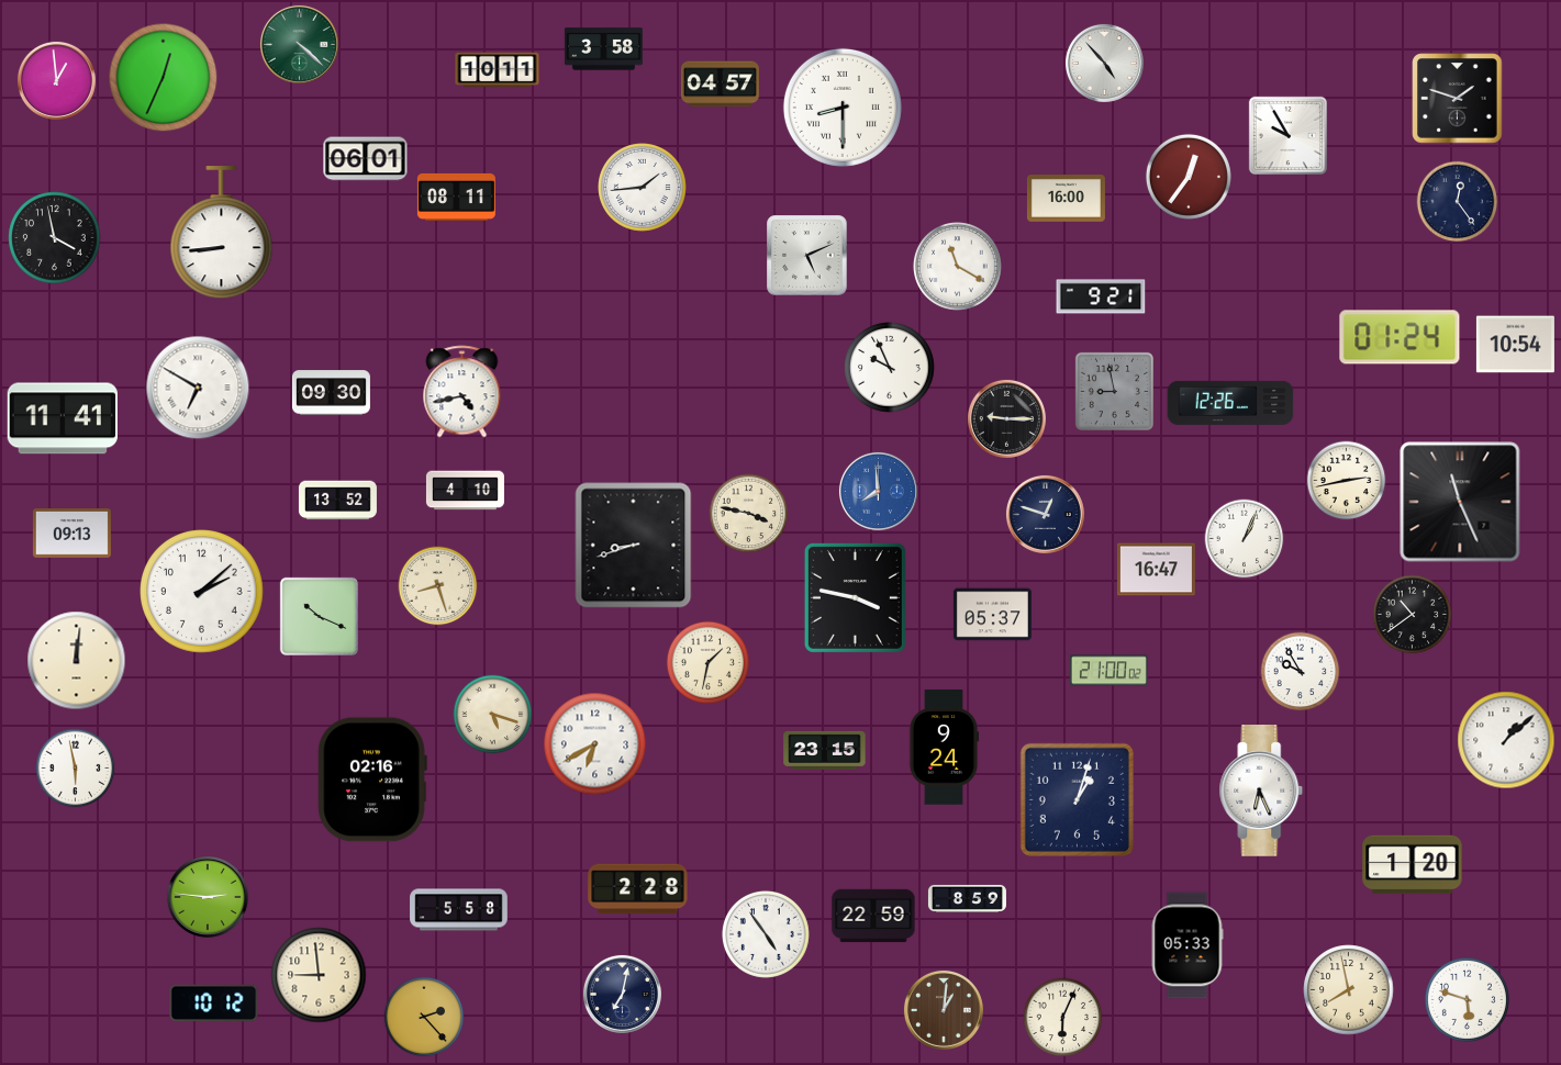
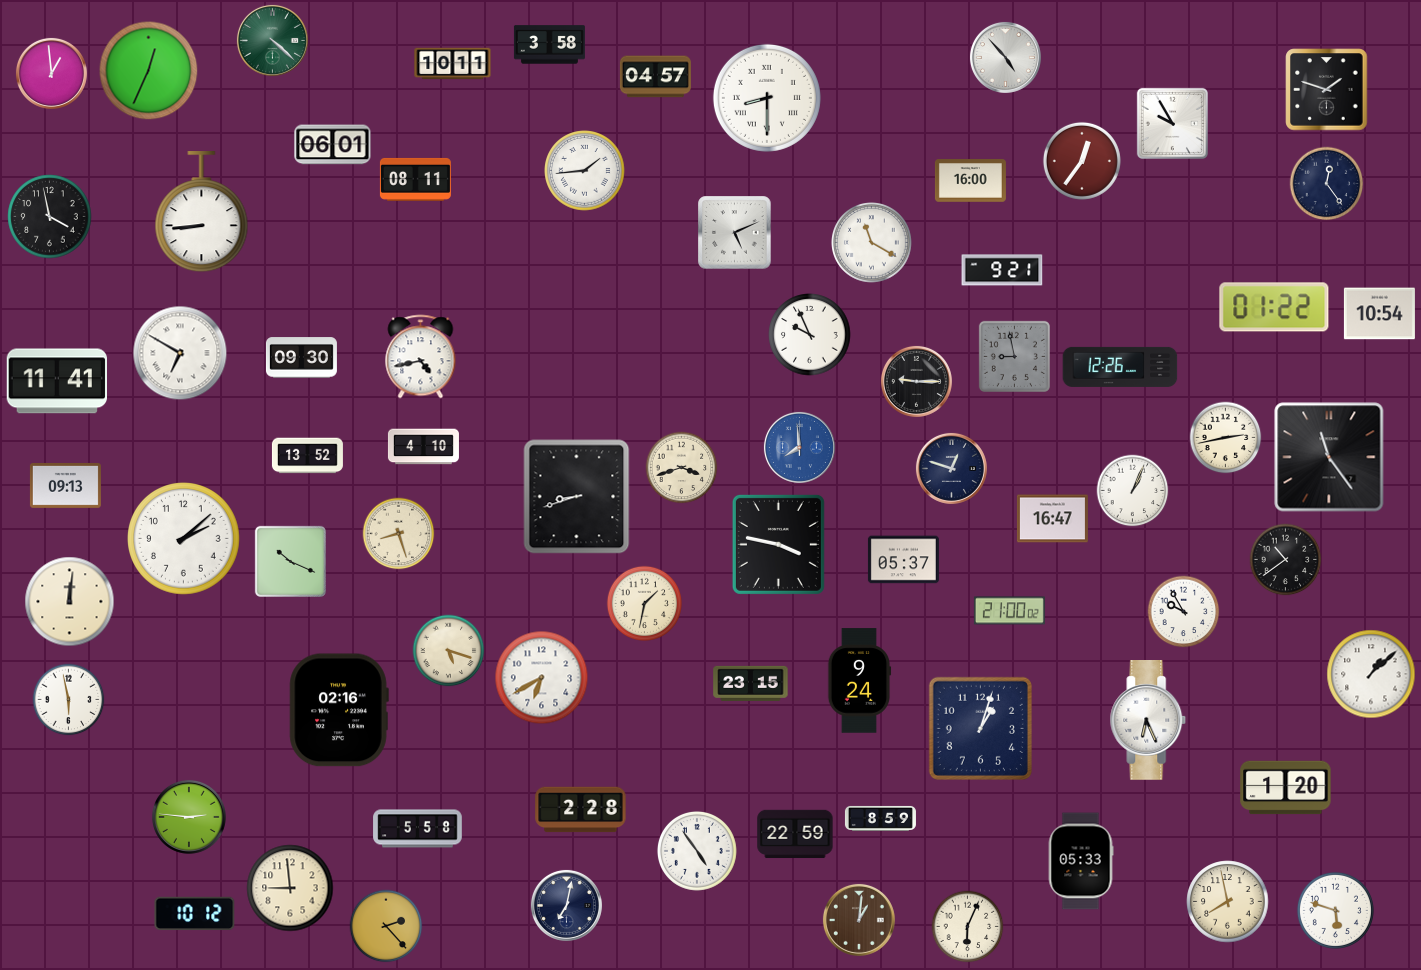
clock at (1400, 337): 01:24 -> 01:22
clock at (1460, 502): 11:26 -> 11:24
clock at (749, 514): 3:47 -> 3:42
